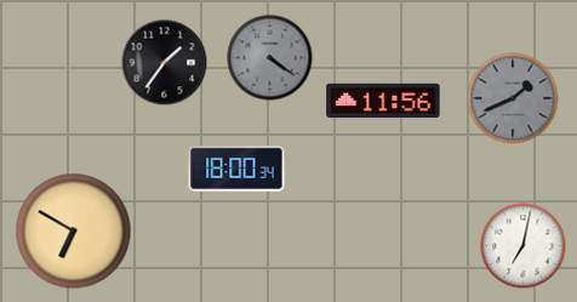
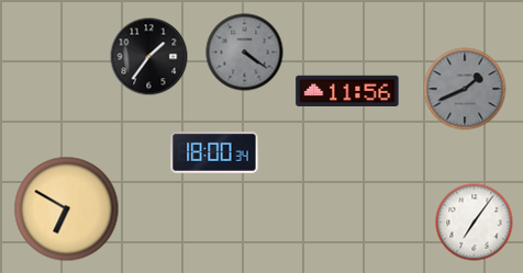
clock at (524, 246): 7:02 -> 7:06
